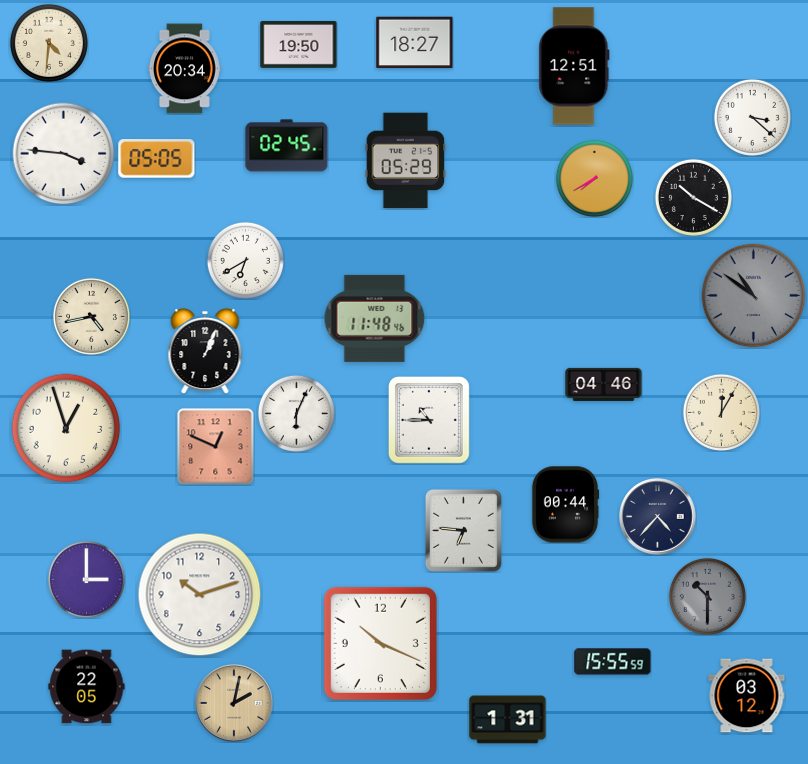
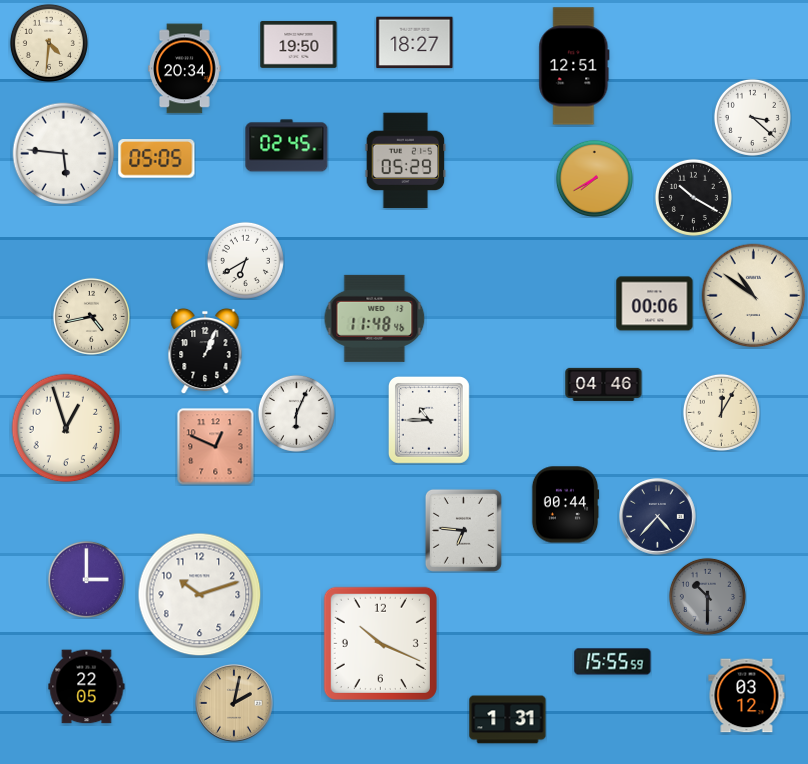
clock at (64, 154): 3:46 -> 5:46
clock at (754, 296) dial: grey -> cream
clock at (655, 304): none -> 00:06
